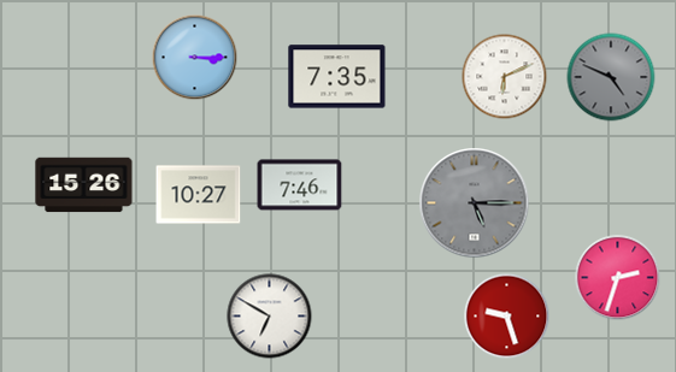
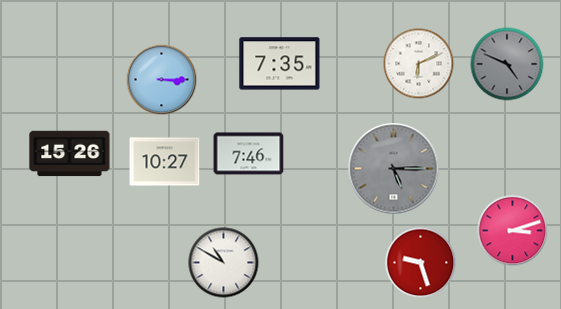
clock at (195, 58) position: (195, 58) -> (162, 80)
clock at (618, 278): 2:33 -> 3:12
clock at (270, 317): 6:50 -> 10:50
